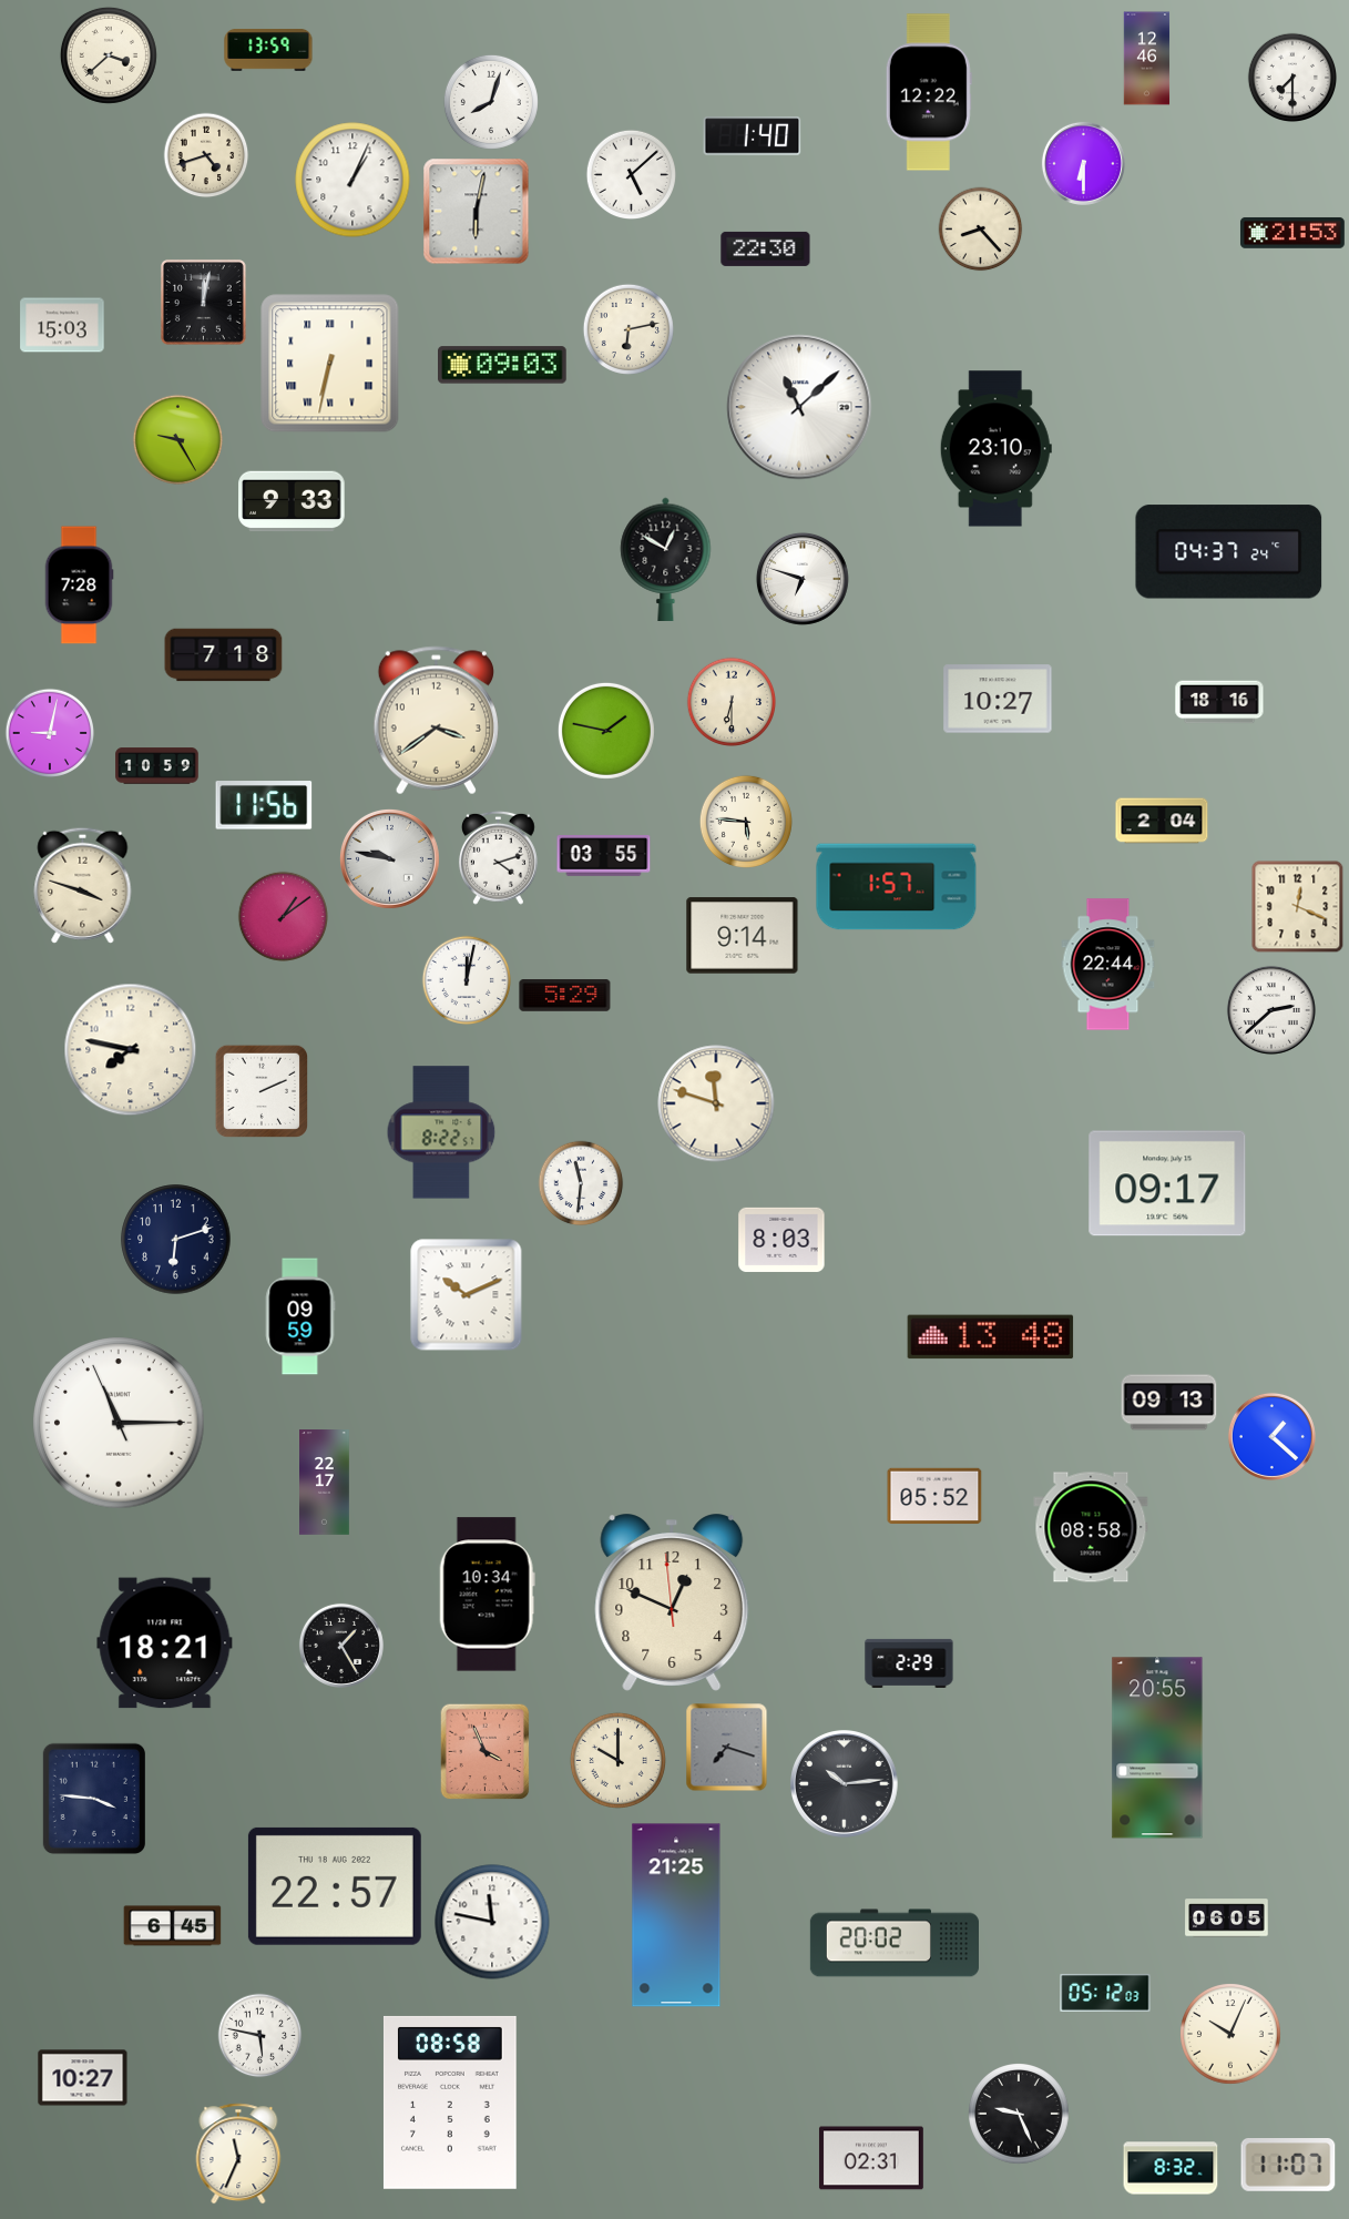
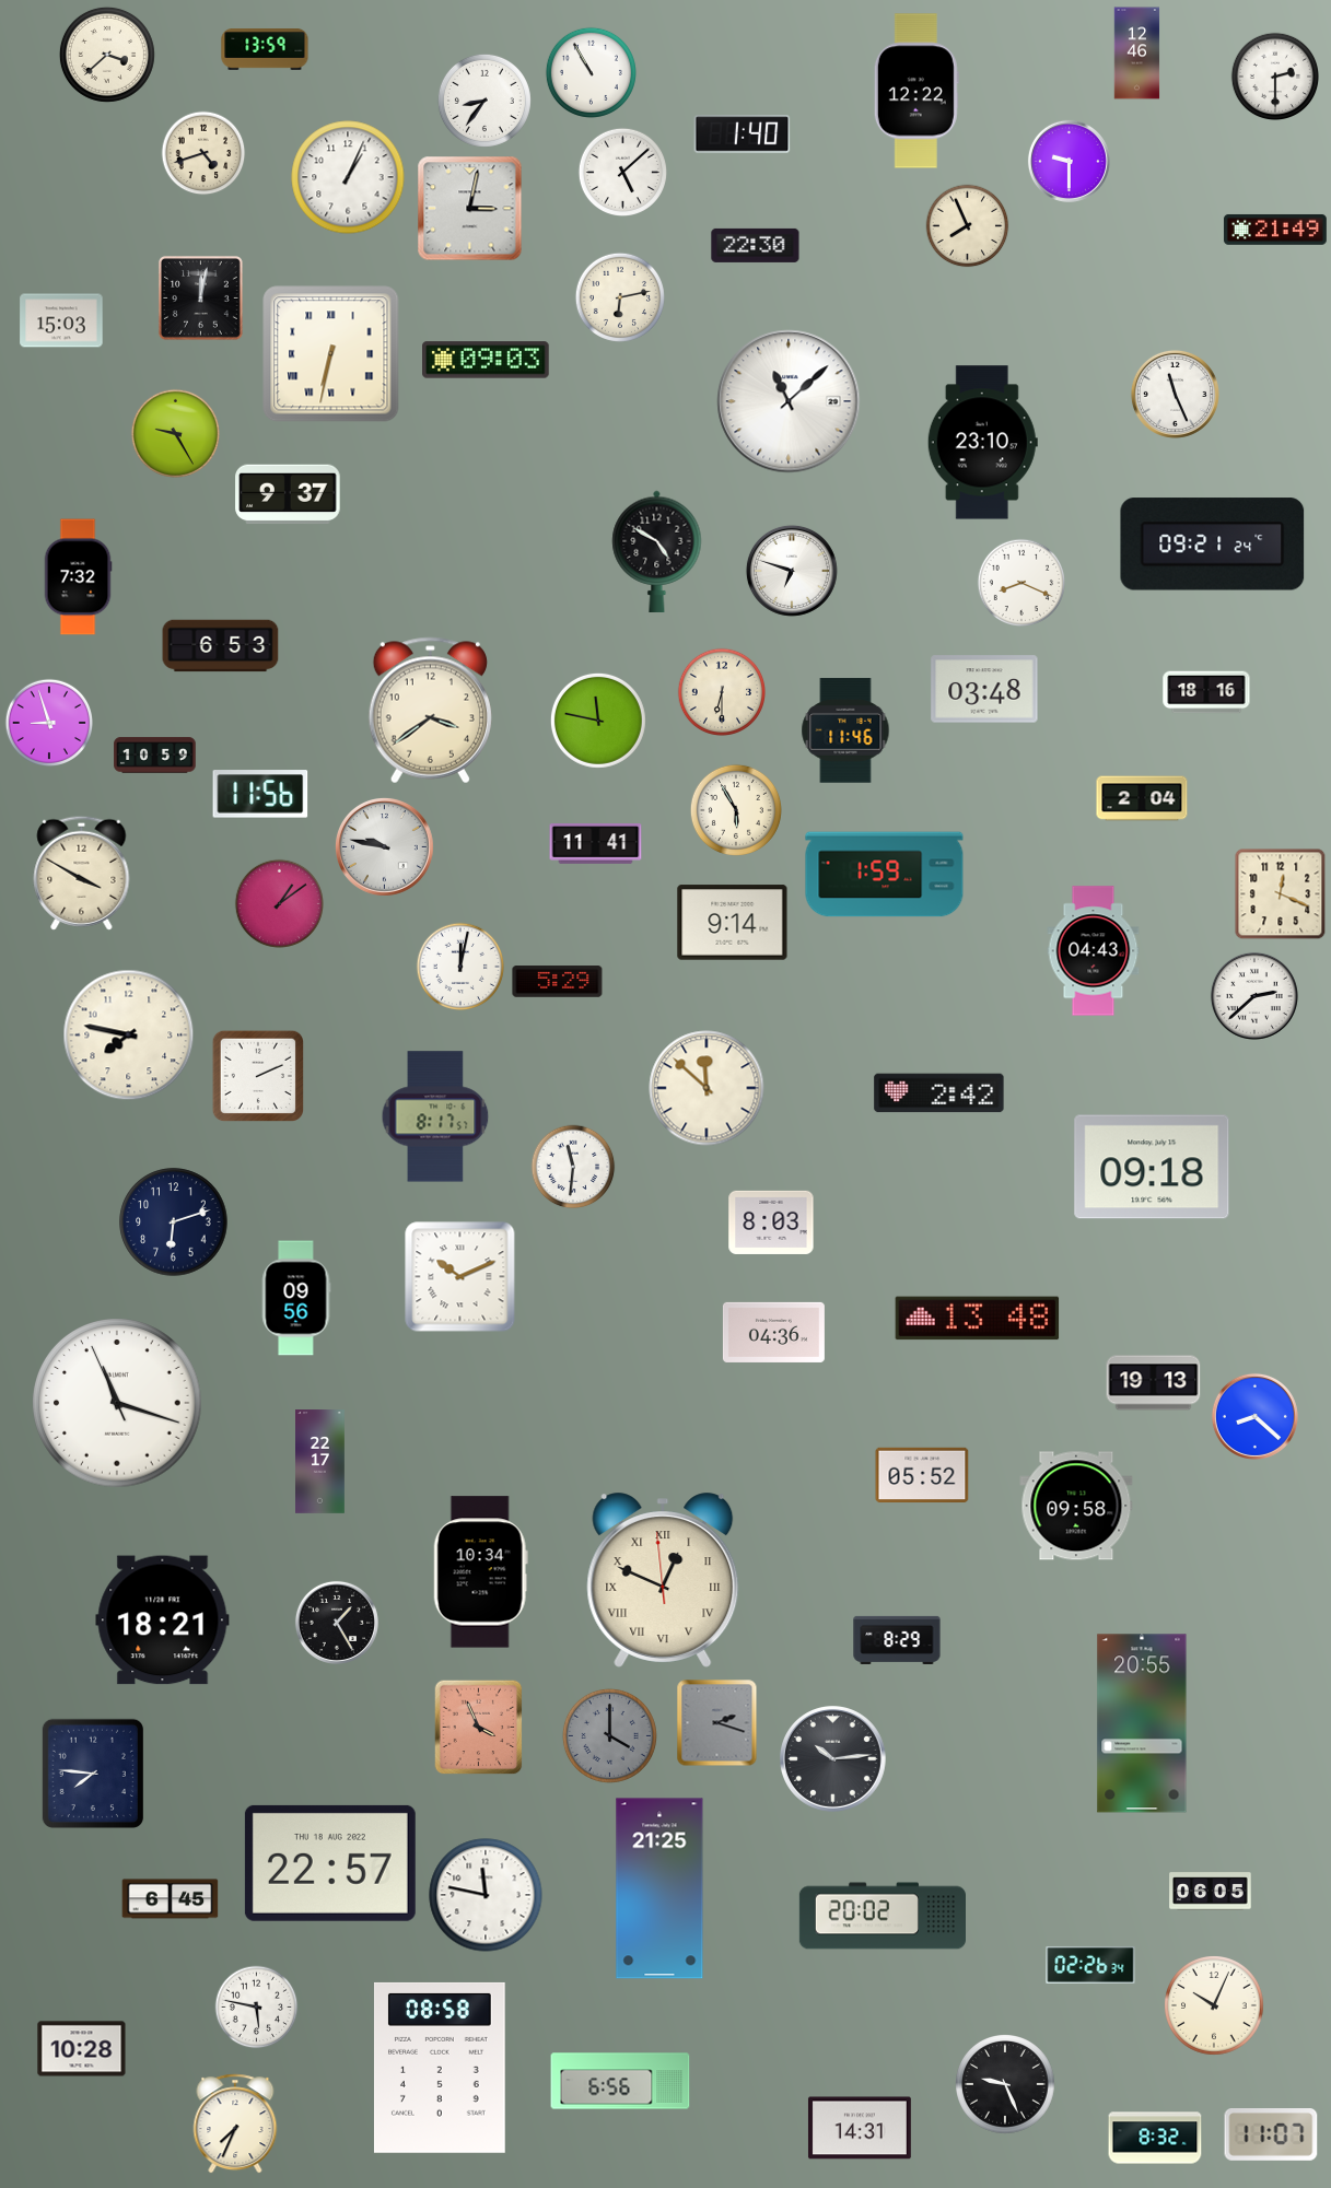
clock at (1147, 59) position: (1147, 59) -> (1137, 54)
clock at (591, 72): none -> 10:55
clock at (1292, 78): 7:30 -> 2:30
clock at (491, 102): 8:03 -> 8:36
clock at (1083, 163): 6:30 -> 9:30
clock at (477, 212): 6:02 -> 3:02
clock at (981, 230): 8:23 -> 7:56
clock at (1292, 233): 21:53 -> 21:49
clock at (628, 329) position: (628, 329) -> (620, 297)
clock at (330, 364) position: (330, 364) -> (331, 354)
clock at (503, 365) position: (503, 365) -> (487, 360)
clock at (1175, 394): none -> 11:26
clock at (292, 501): 9:33 -> 9:37
clock at (1229, 552): 04:37 -> 09:21
clock at (666, 559): 12:50 -> 4:50
clock at (79, 586): 7:28 -> 7:32
clock at (1021, 583): none -> 8:19
clock at (224, 655): 7:18 -> 6:53
clock at (998, 699): 10:27 -> 03:48
clock at (1219, 702) position: (1219, 702) -> (1206, 692)
clock at (606, 731): 1:47 -> 11:47
clock at (50, 733): 9:02 -> 8:57
clock at (845, 730): none -> 11:46
clock at (1162, 821) position: (1162, 821) -> (1142, 798)
clock at (746, 822): 5:46 -> 5:55
clock at (604, 856): 03:55 -> 11:41
clock at (498, 857): 4:12 -> none
clock at (83, 885): 3:48 -> 3:50
clock at (897, 887): 1:57 -> 1:59
clock at (1108, 965): 22:44 -> 04:43
clock at (716, 1103): 11:48 -> 11:52
clock at (939, 1093): none -> 2:42
clock at (441, 1132): 8:22 -> 8:17
clock at (1167, 1183): 09:17 -> 09:18
clock at (300, 1316): 09:59 -> 09:56
clock at (773, 1332): none -> 04:36
clock at (1169, 1403): 09:13 -> 19:13
clock at (119, 1423): 11:14 -> 11:17
clock at (1271, 1436): 1:22 -> 8:22
clock at (1091, 1527): 08:58 -> 09:58
clock at (672, 1602) numerals: Arabic -> Roman
clock at (909, 1663): 2:29 -> 8:29
clock at (727, 1748): 7:18 -> 2:18
clock at (617, 1760): 10:00 -> 4:00
clock at (617, 1760) dial: cream -> grey
clock at (94, 1799): 3:46 -> 7:46
clock at (335, 1886) position: (335, 1886) -> (330, 1863)
clock at (676, 1915) position: (676, 1915) -> (659, 1888)
clock at (1105, 1993): 05:12 -> 02:26
clock at (83, 2078): 10:27 -> 10:28
clock at (450, 2103) position: (450, 2103) -> (440, 2068)
clock at (620, 2081): none -> 6:56
clock at (238, 2154): 11:34 -> 7:34
clock at (871, 2158): 02:31 -> 14:31
